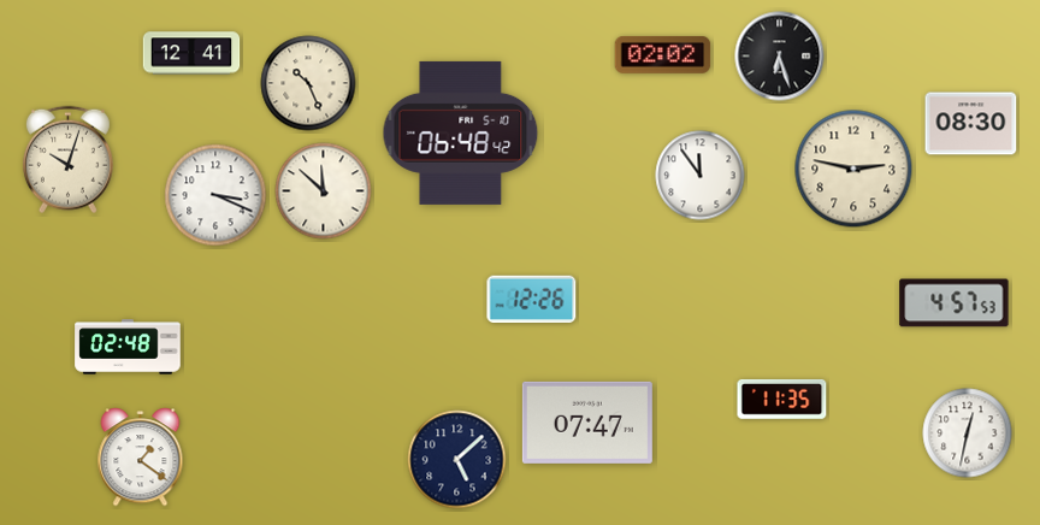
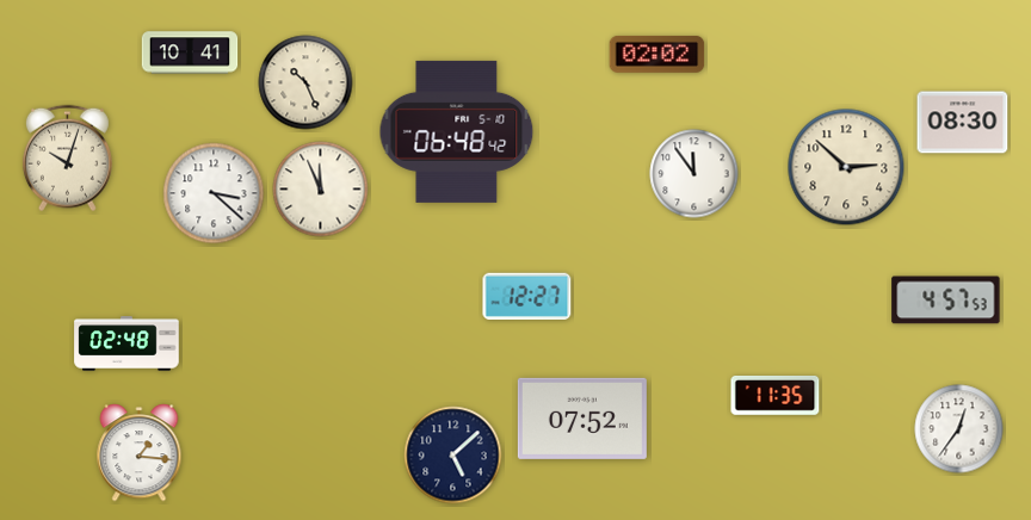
clock at (191, 53): 12:41 -> 10:41
clock at (780, 57): 6:27 -> none
clock at (853, 169): 2:47 -> 2:52
clock at (324, 191): 11:52 -> 11:56
clock at (215, 195): 3:19 -> 3:22
clock at (532, 299): 12:26 -> 12:27
clock at (587, 423): 07:47 -> 07:52
clock at (968, 433): 12:32 -> 12:36
clock at (141, 458): 1:21 -> 1:16
